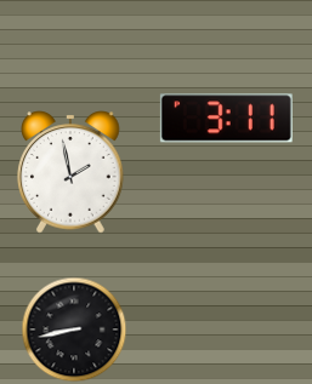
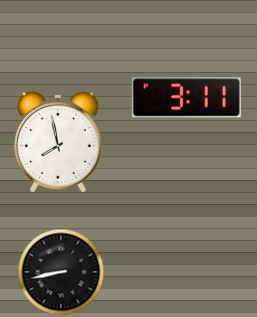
clock at (70, 172): 1:58 -> 7:58
